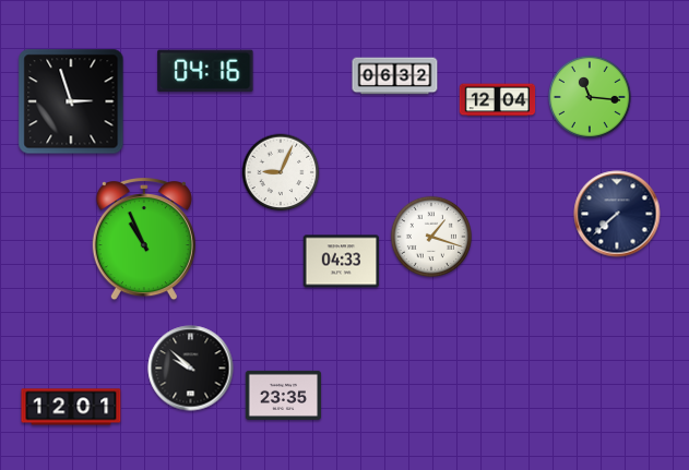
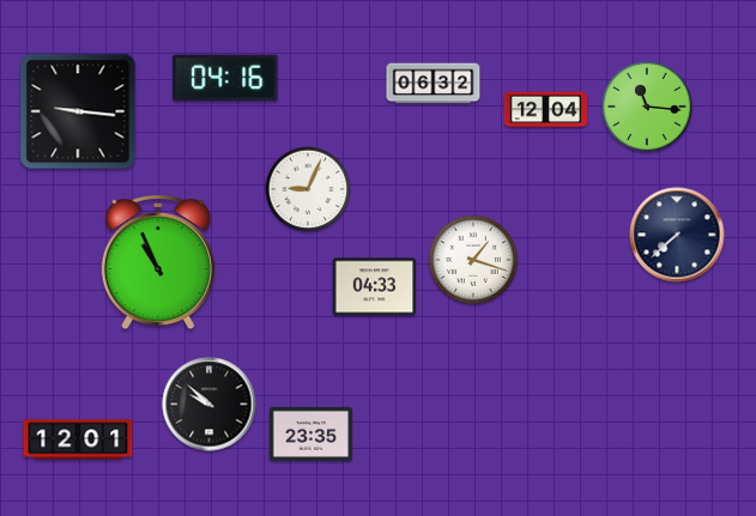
clock at (71, 101): 2:57 -> 9:16
clock at (71, 407) position: (71, 407) -> (78, 439)
